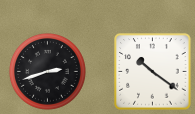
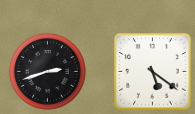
clock at (153, 72): 10:21 -> 5:21
